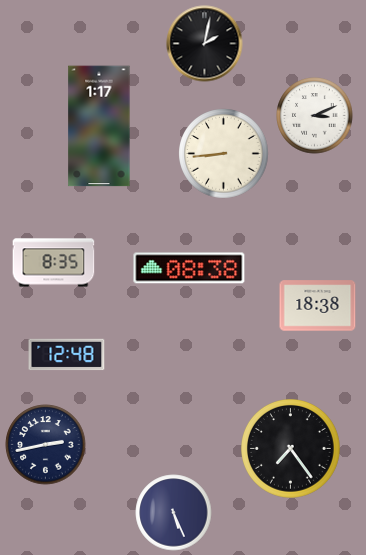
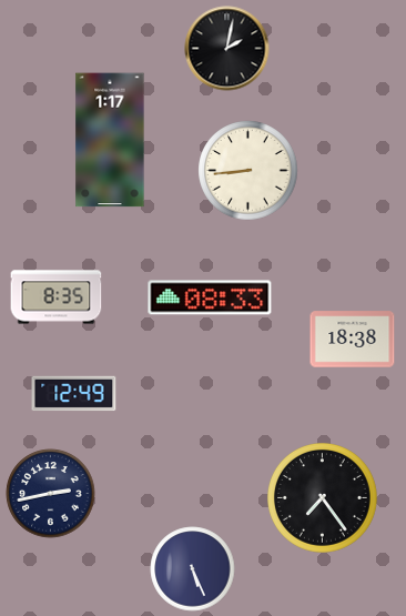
clock at (315, 116): 3:11 -> none
clock at (54, 263) position: (54, 263) -> (57, 297)
clock at (189, 268): 08:38 -> 08:33
clock at (67, 355): 12:48 -> 12:49
